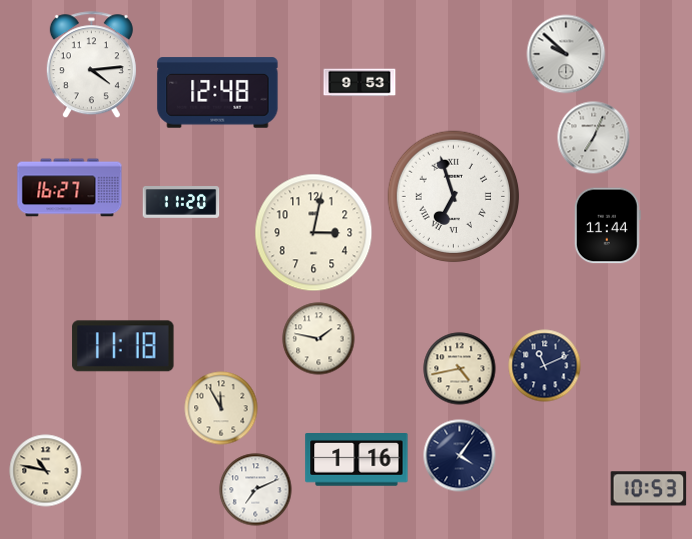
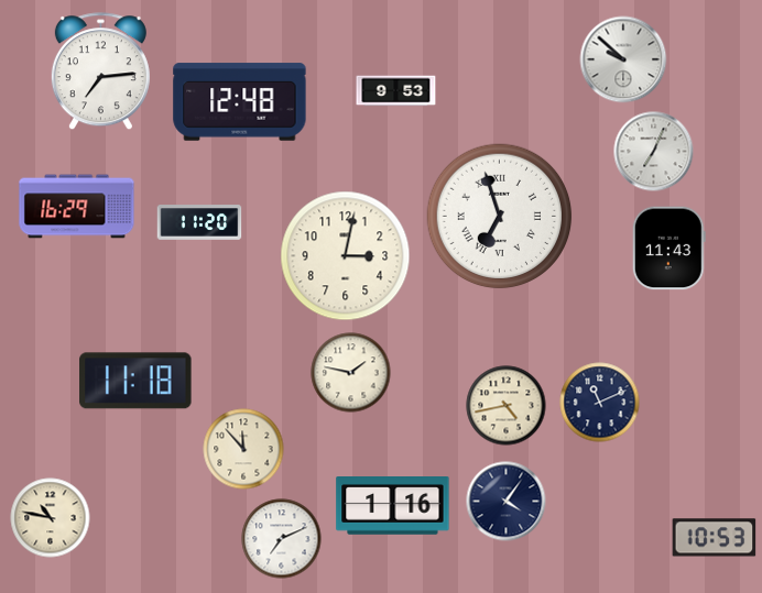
clock at (91, 65): 4:14 -> 7:14
clock at (70, 188): 16:27 -> 16:29
clock at (607, 226): 11:44 -> 11:43
clock at (221, 408): 11:55 -> 11:53
